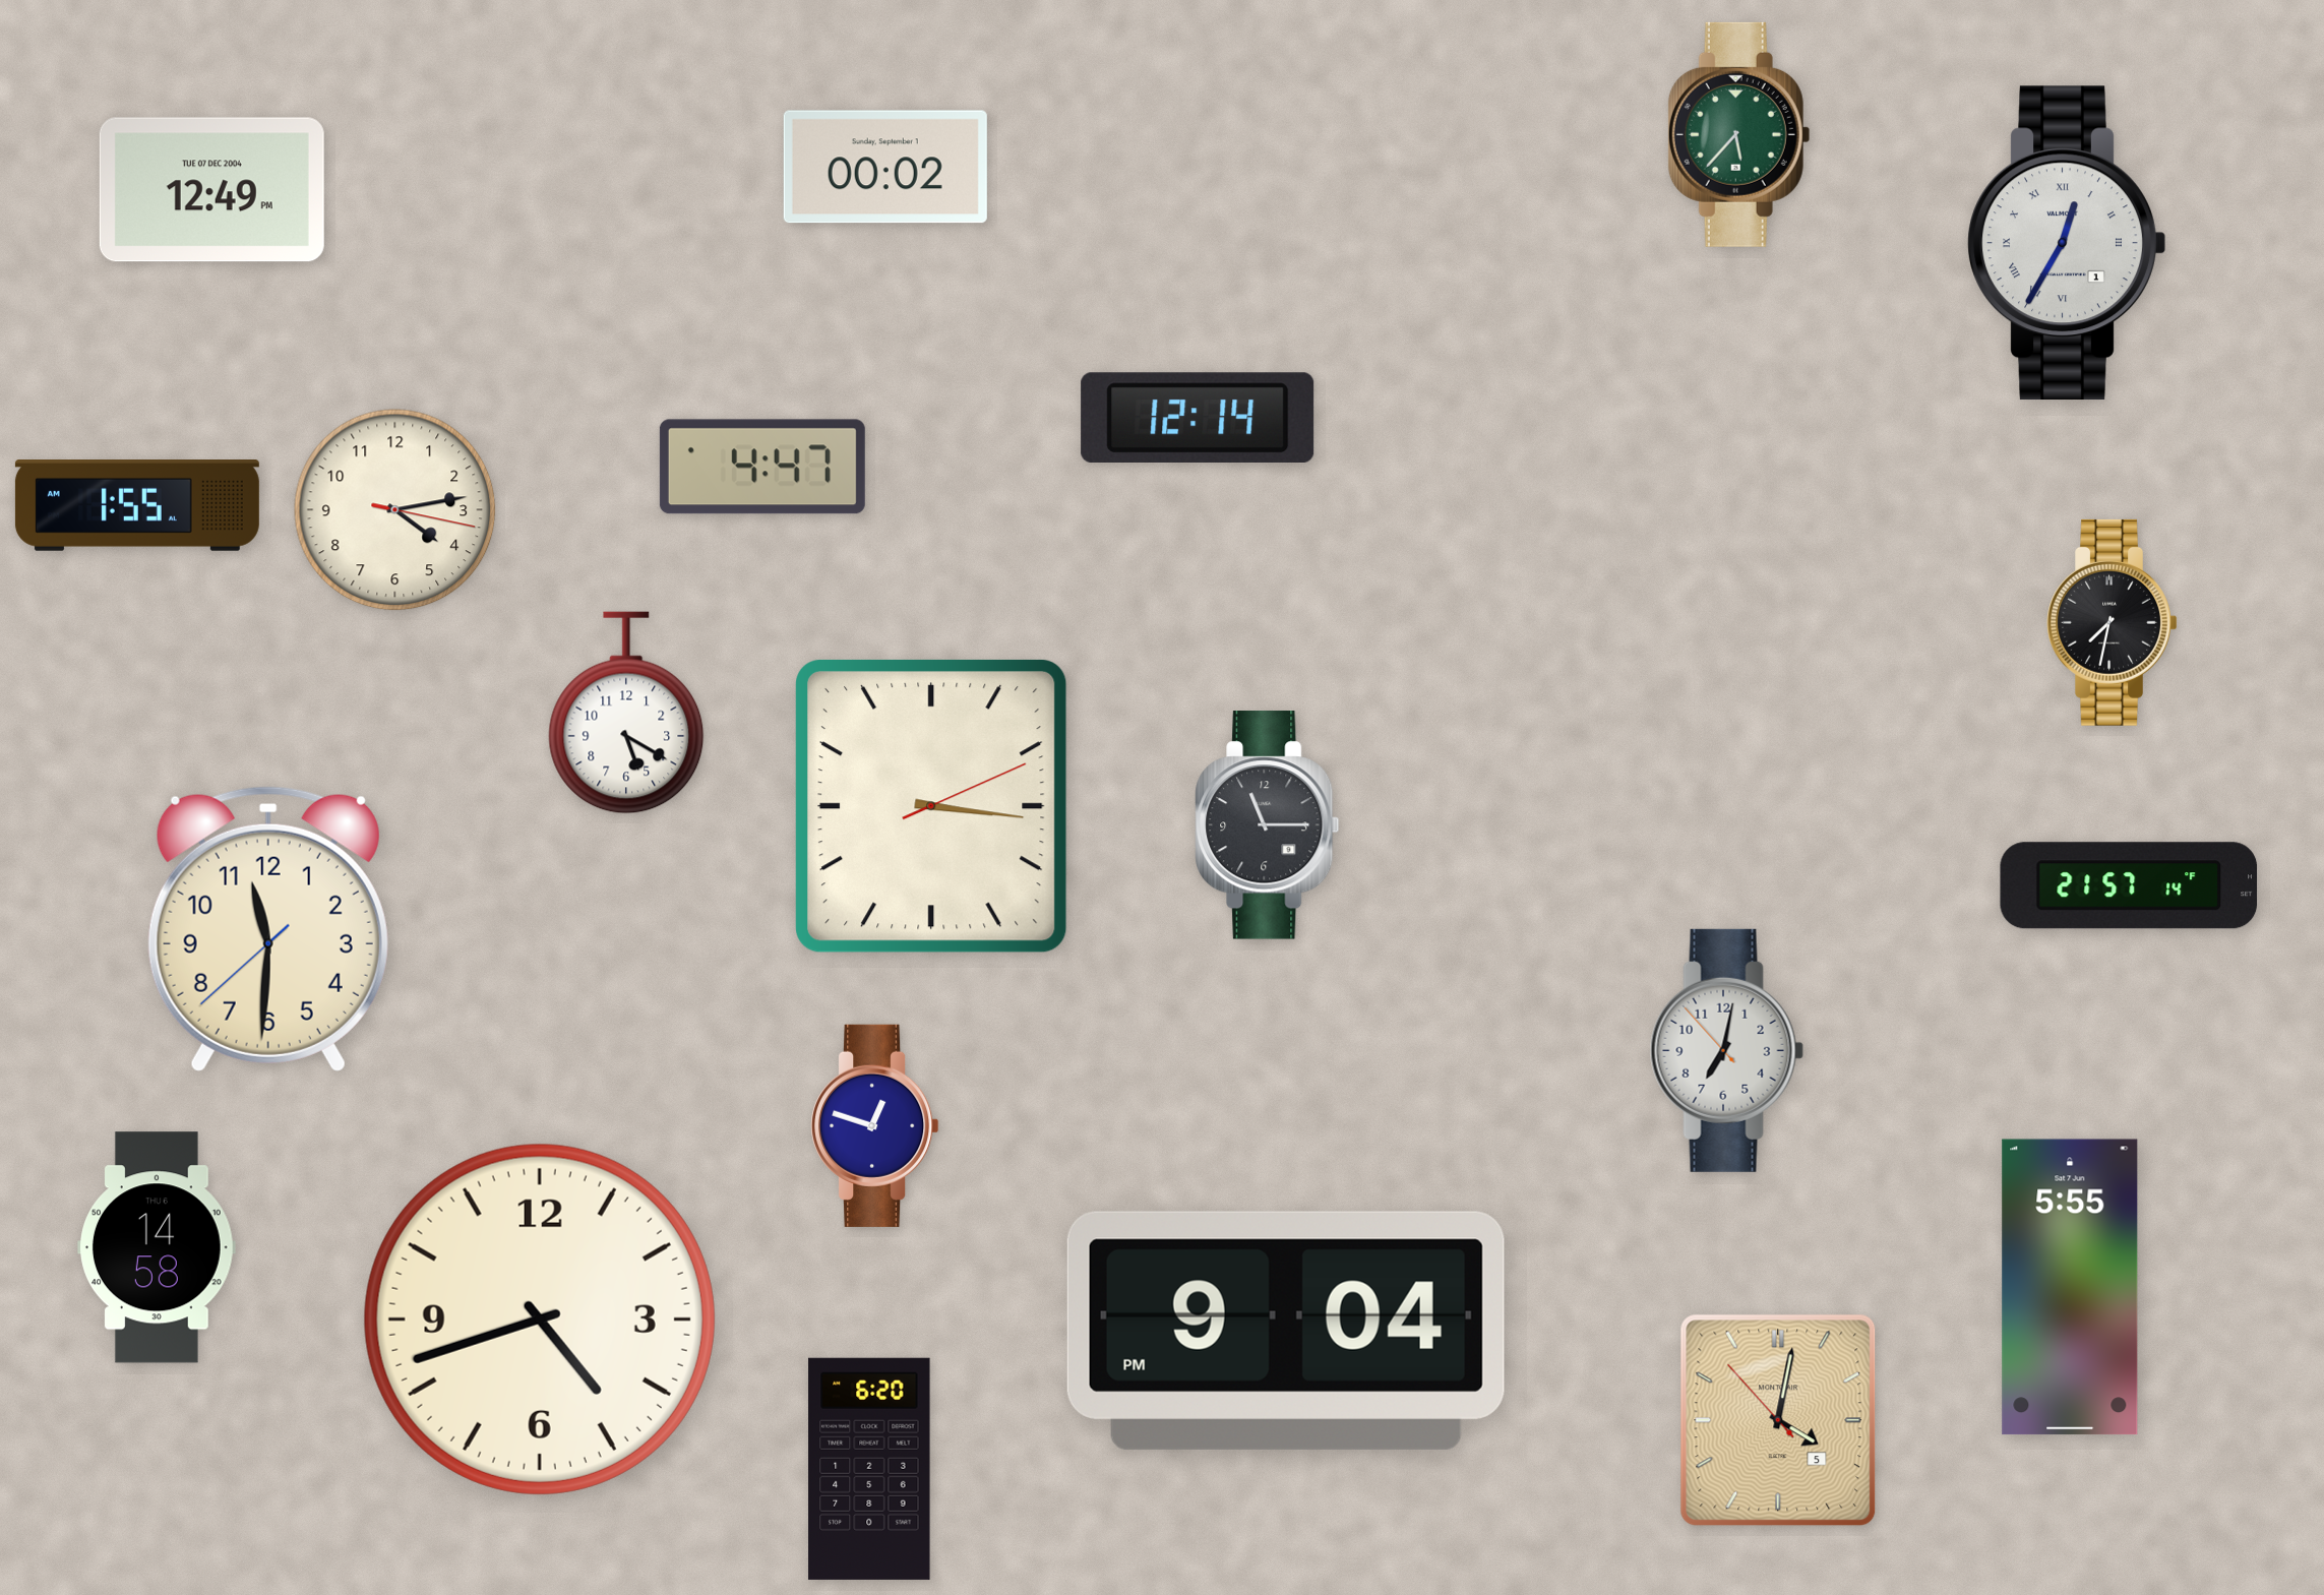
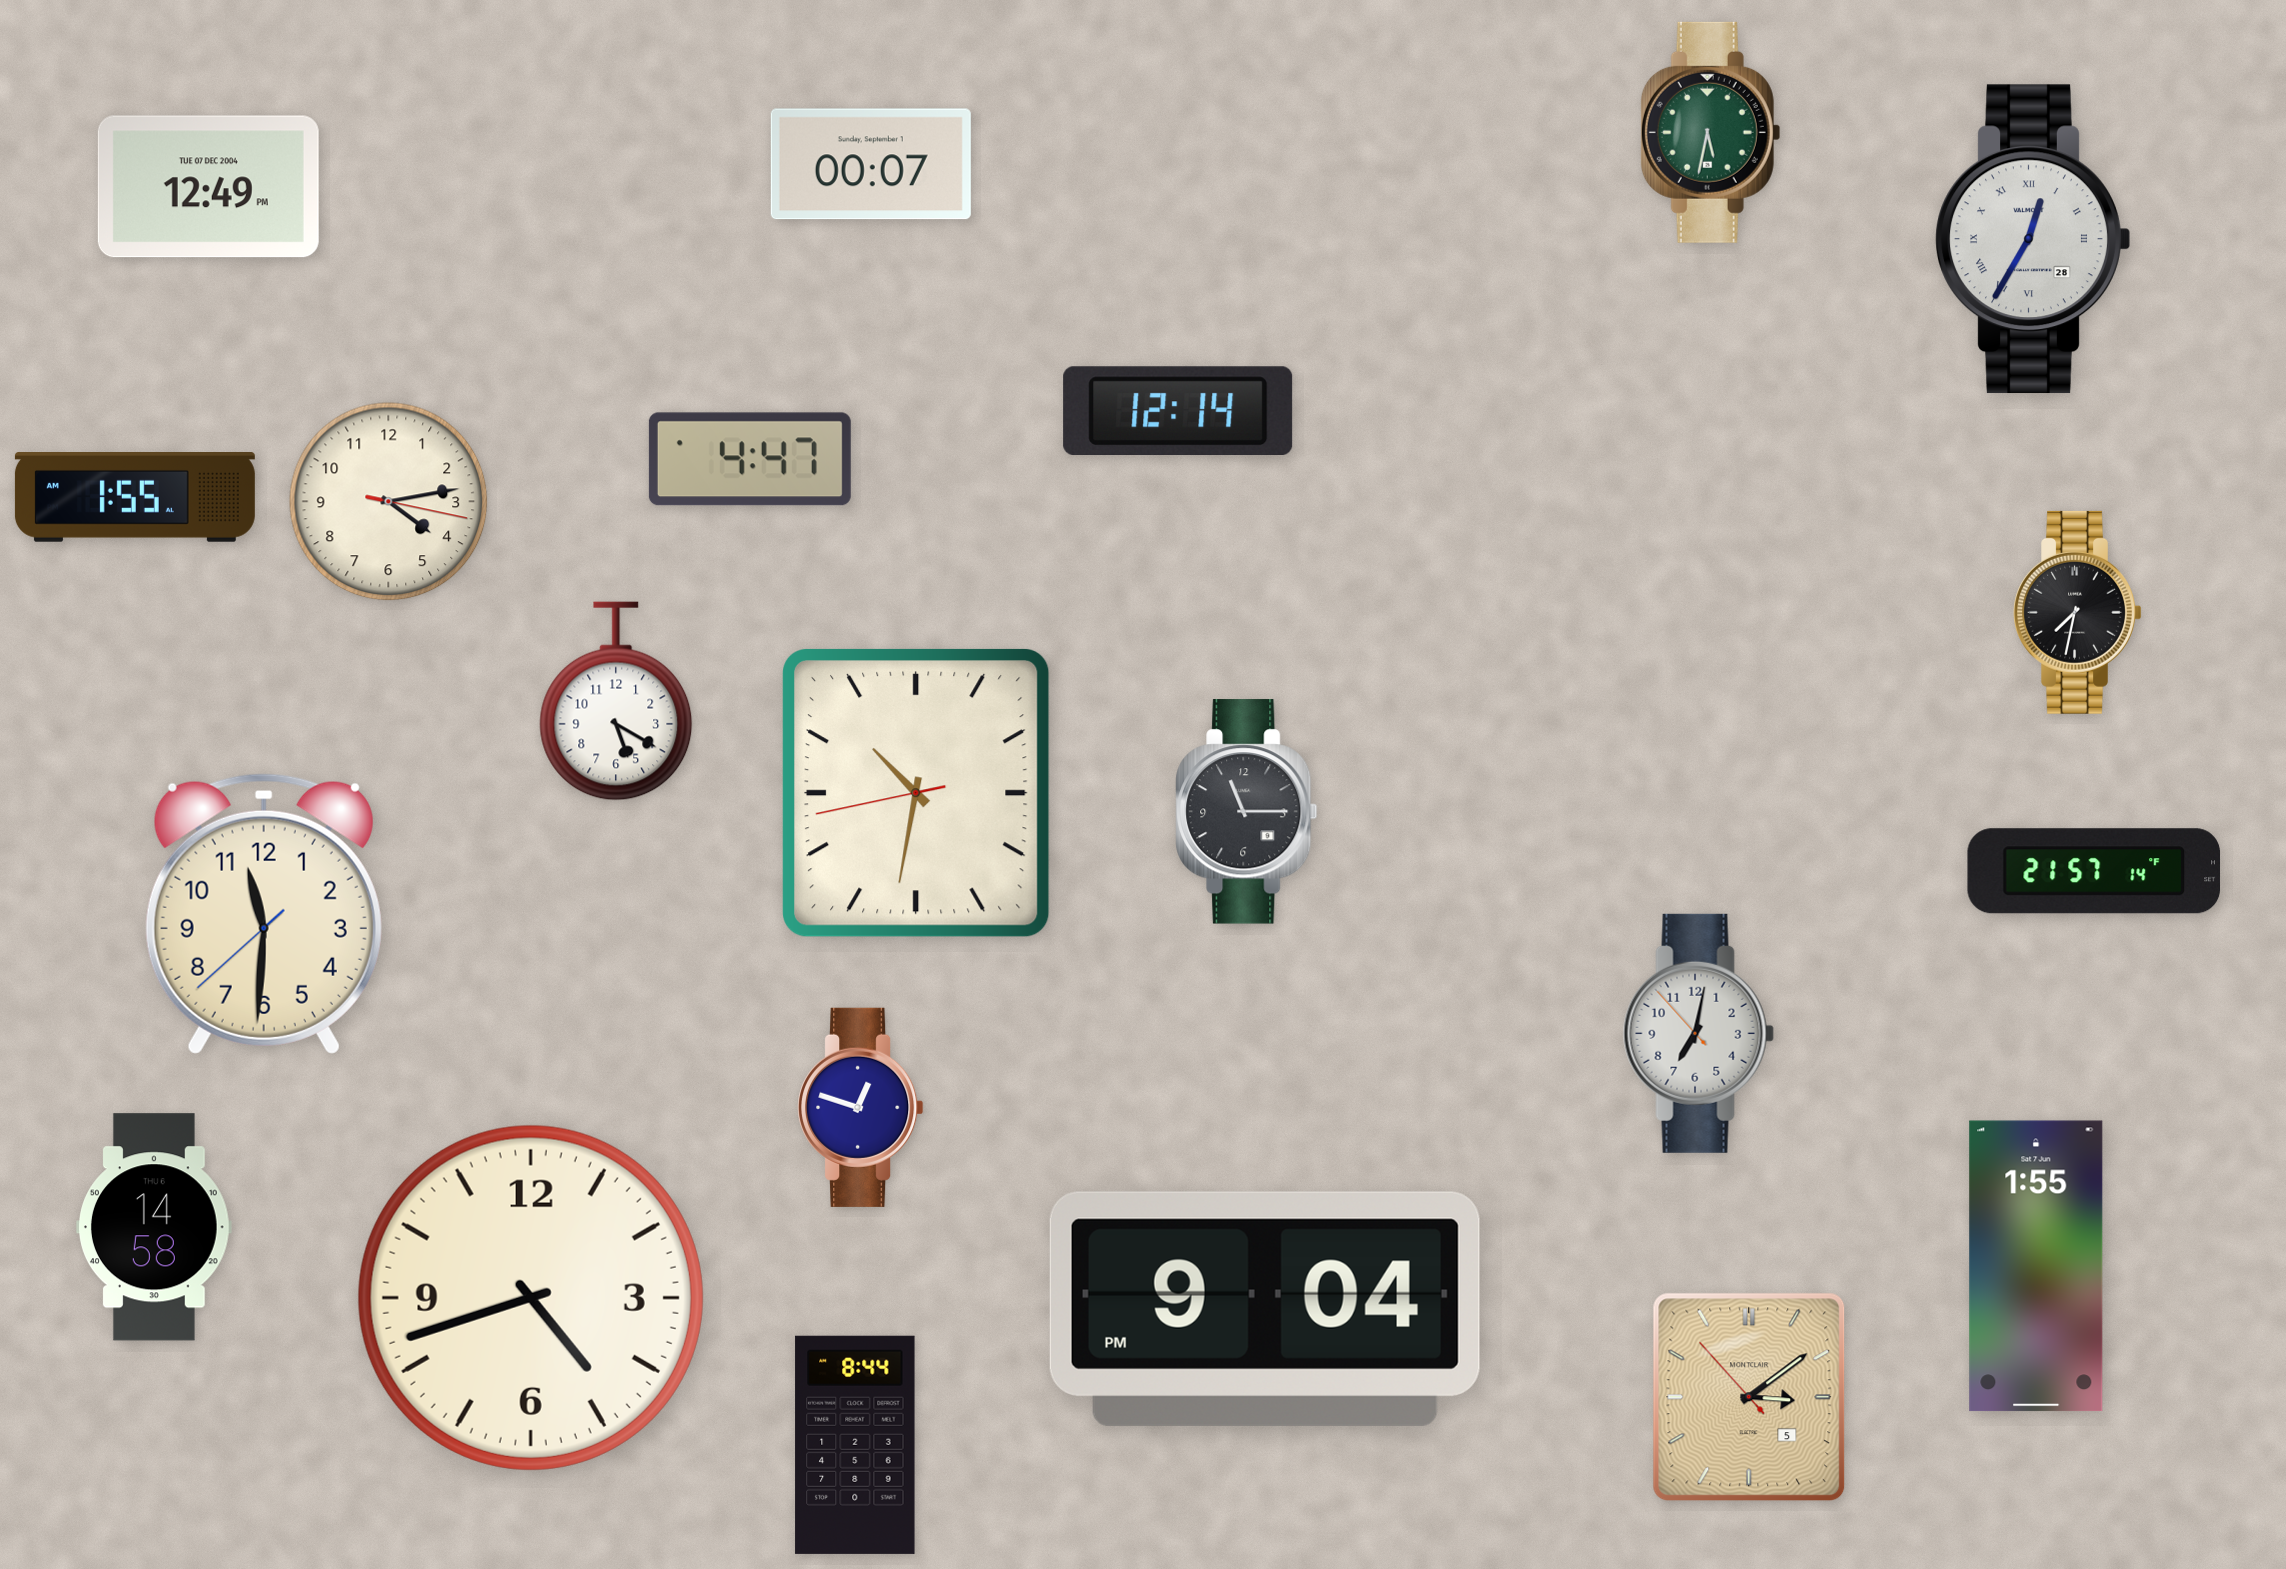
clock at (1739, 134): 5:37 -> 5:32
clock at (885, 167): 00:02 -> 00:07
clock at (2067, 243) date: 1 -> 28
clock at (932, 807): 3:16 -> 10:31
clock at (2070, 1287): 5:55 -> 1:55
clock at (1778, 1420): 4:01 -> 3:08
clock at (869, 1469): 6:20 -> 8:44
